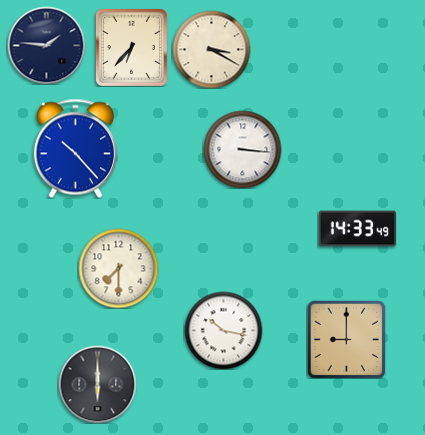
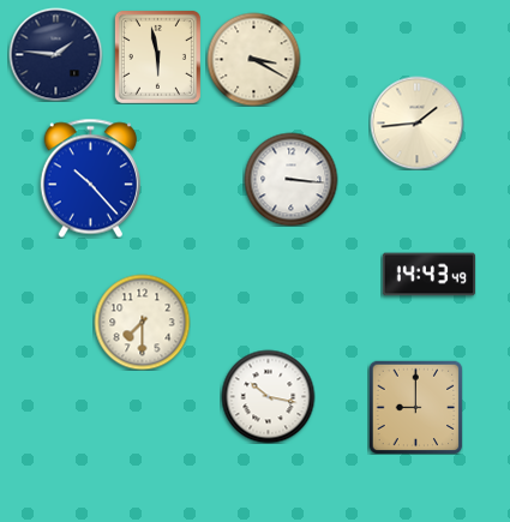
clock at (131, 47): 6:37 -> 5:58
clock at (416, 122): none -> 1:44
clock at (357, 229): 14:33 -> 14:43
clock at (97, 384): 6:00 -> none
